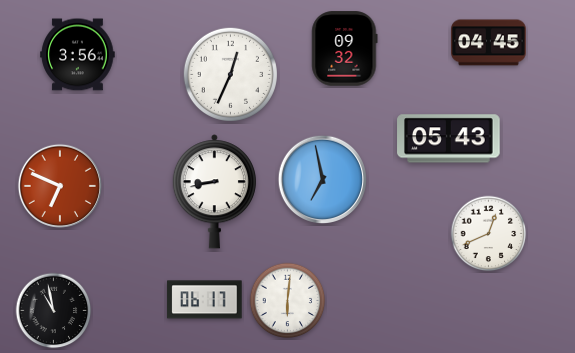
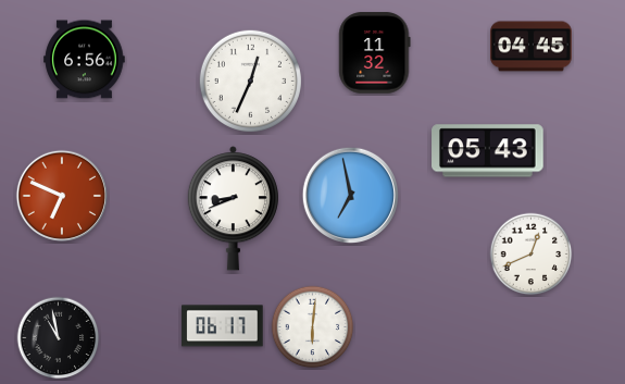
clock at (345, 49): 09:32 -> 11:32
clock at (78, 55): 3:56 -> 6:56
clock at (60, 186) position: (60, 186) -> (62, 196)
clock at (214, 192): 8:43 -> 8:41
